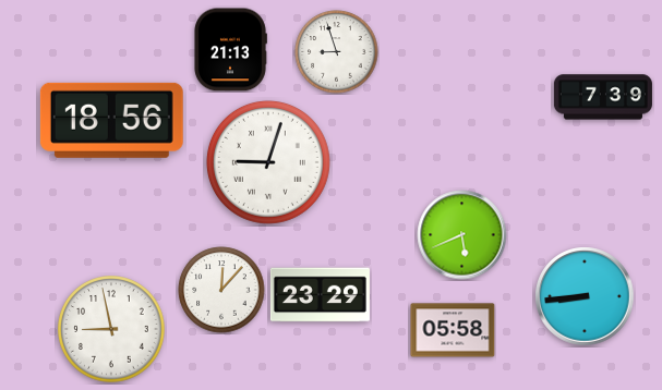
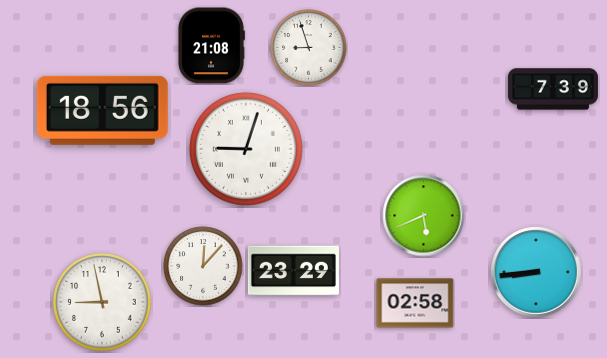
clock at (230, 50): 21:13 -> 21:08
clock at (453, 330): 05:58 -> 02:58
